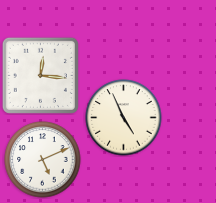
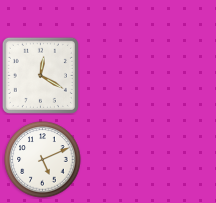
clock at (40, 75): 12:16 -> 12:20
clock at (124, 118): 4:56 -> none
